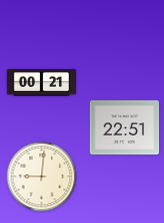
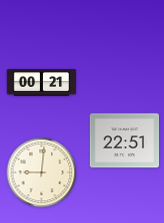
clock at (125, 128) position: (125, 128) -> (125, 141)
clock at (42, 177) position: (42, 177) -> (42, 173)
